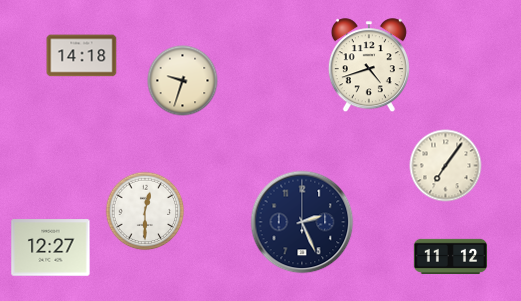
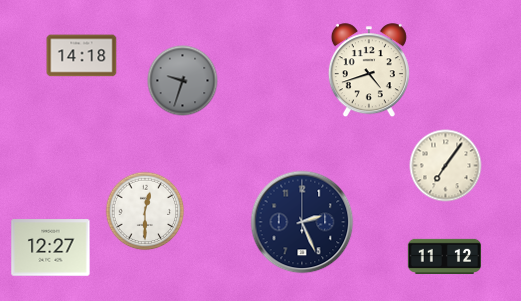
clock at (369, 66) position: (369, 66) -> (369, 71)
clock at (183, 81) dial: cream -> grey
clock at (451, 256) position: (451, 256) -> (445, 256)
